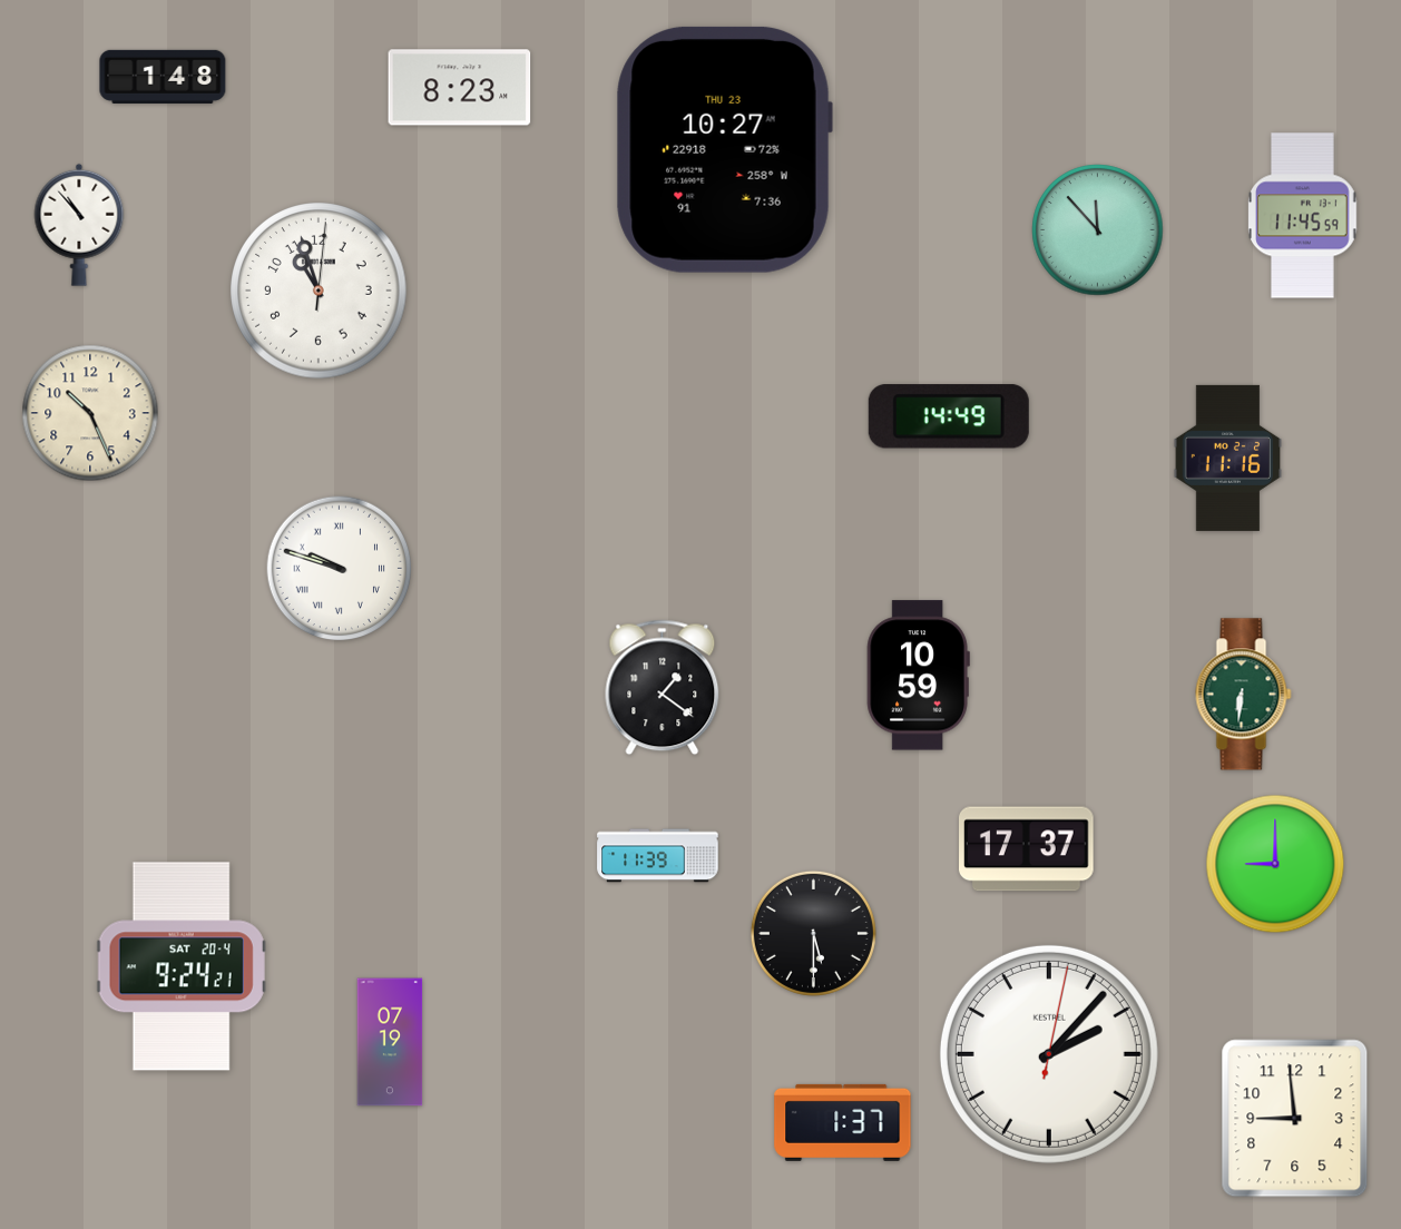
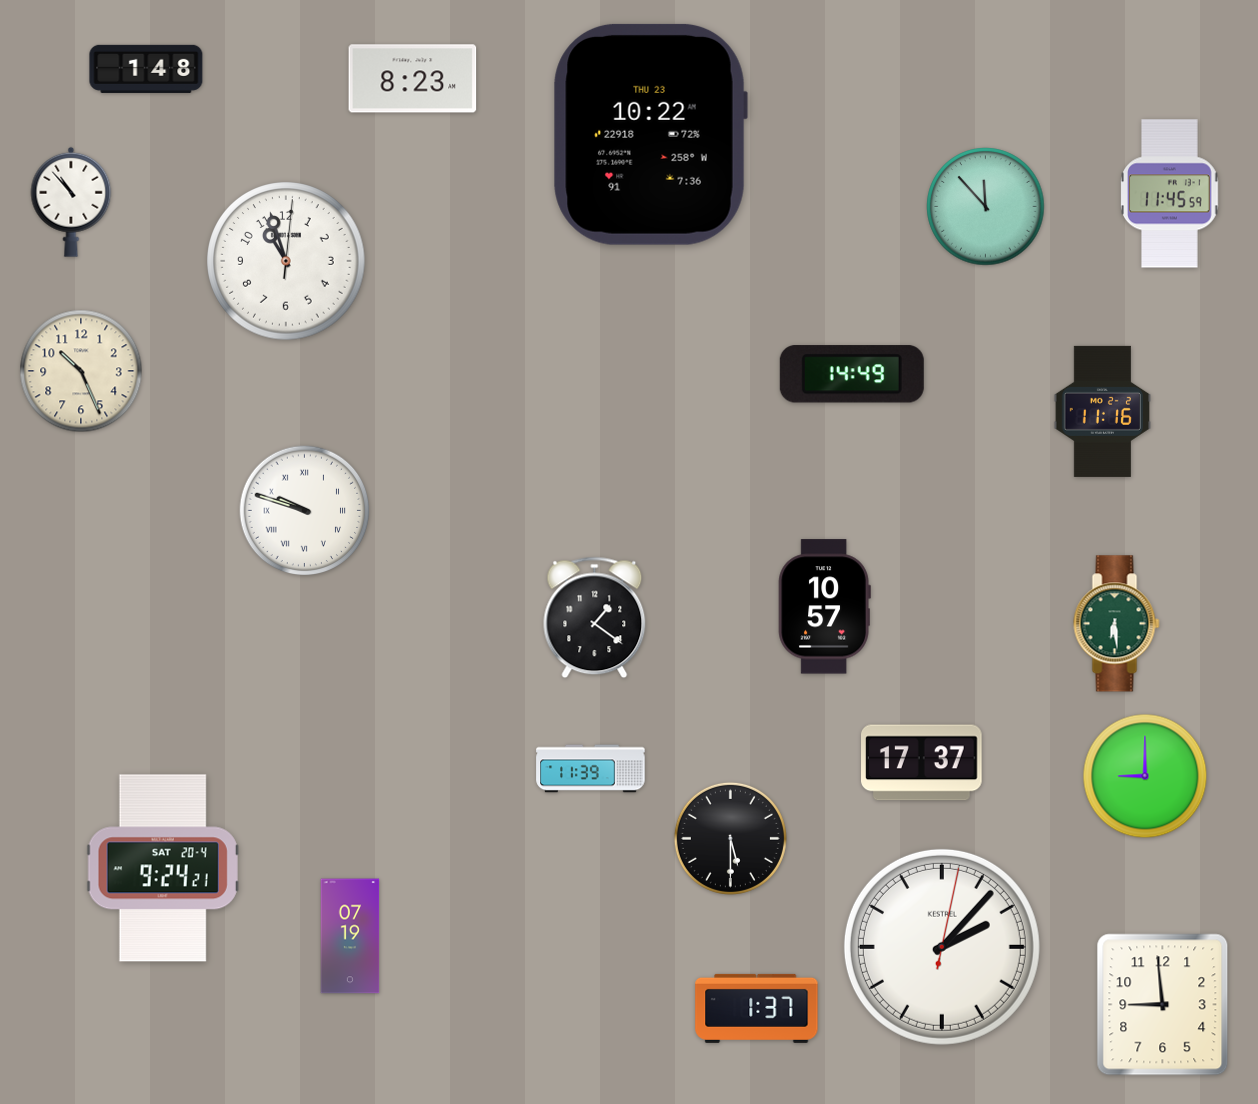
clock at (724, 149): 10:27 -> 10:22
clock at (918, 676): 10:59 -> 10:57
clock at (1244, 695): 6:31 -> 6:29
